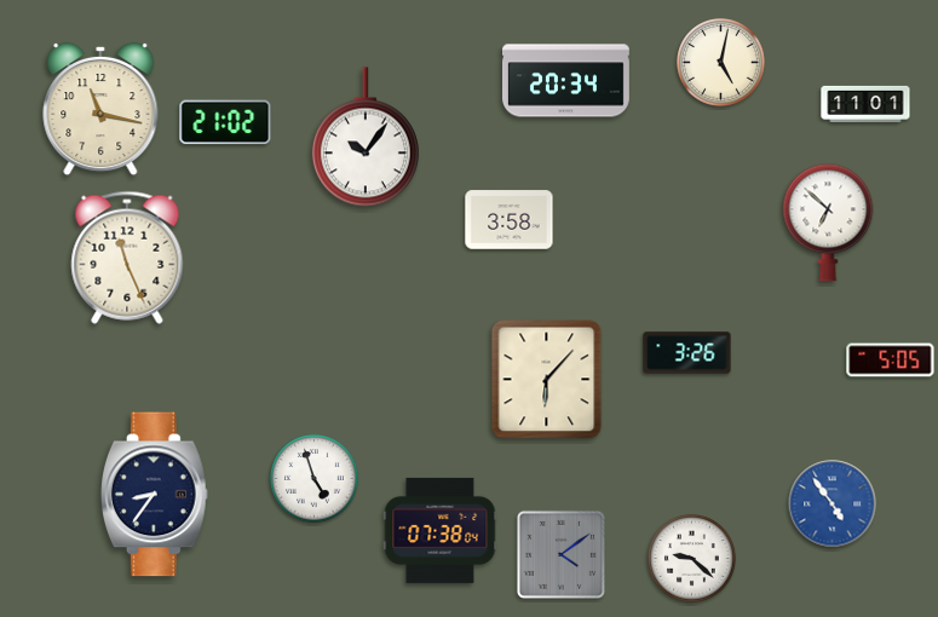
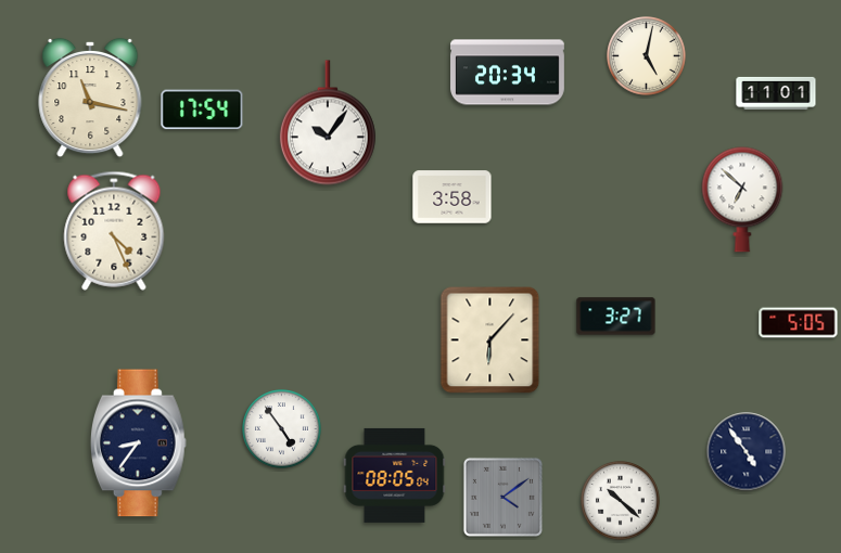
clock at (225, 122): 21:02 -> 17:54
clock at (510, 220) position: (510, 220) -> (453, 197)
clock at (127, 258): 11:26 -> 4:26
clock at (687, 353): 3:26 -> 3:27
clock at (315, 479): 4:57 -> 4:54
clock at (833, 504) dial: blue -> navy
clock at (441, 530): 07:38 -> 08:05
clock at (692, 559): 9:22 -> 10:22
